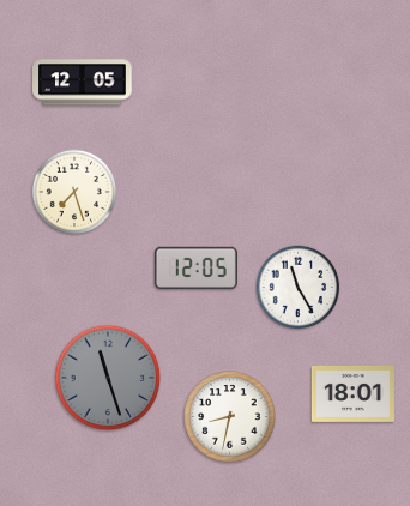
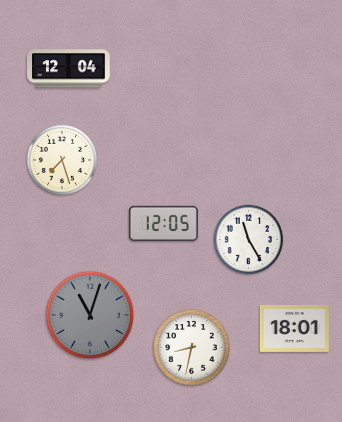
clock at (83, 83): 12:05 -> 12:04
clock at (108, 378): 11:27 -> 11:03
